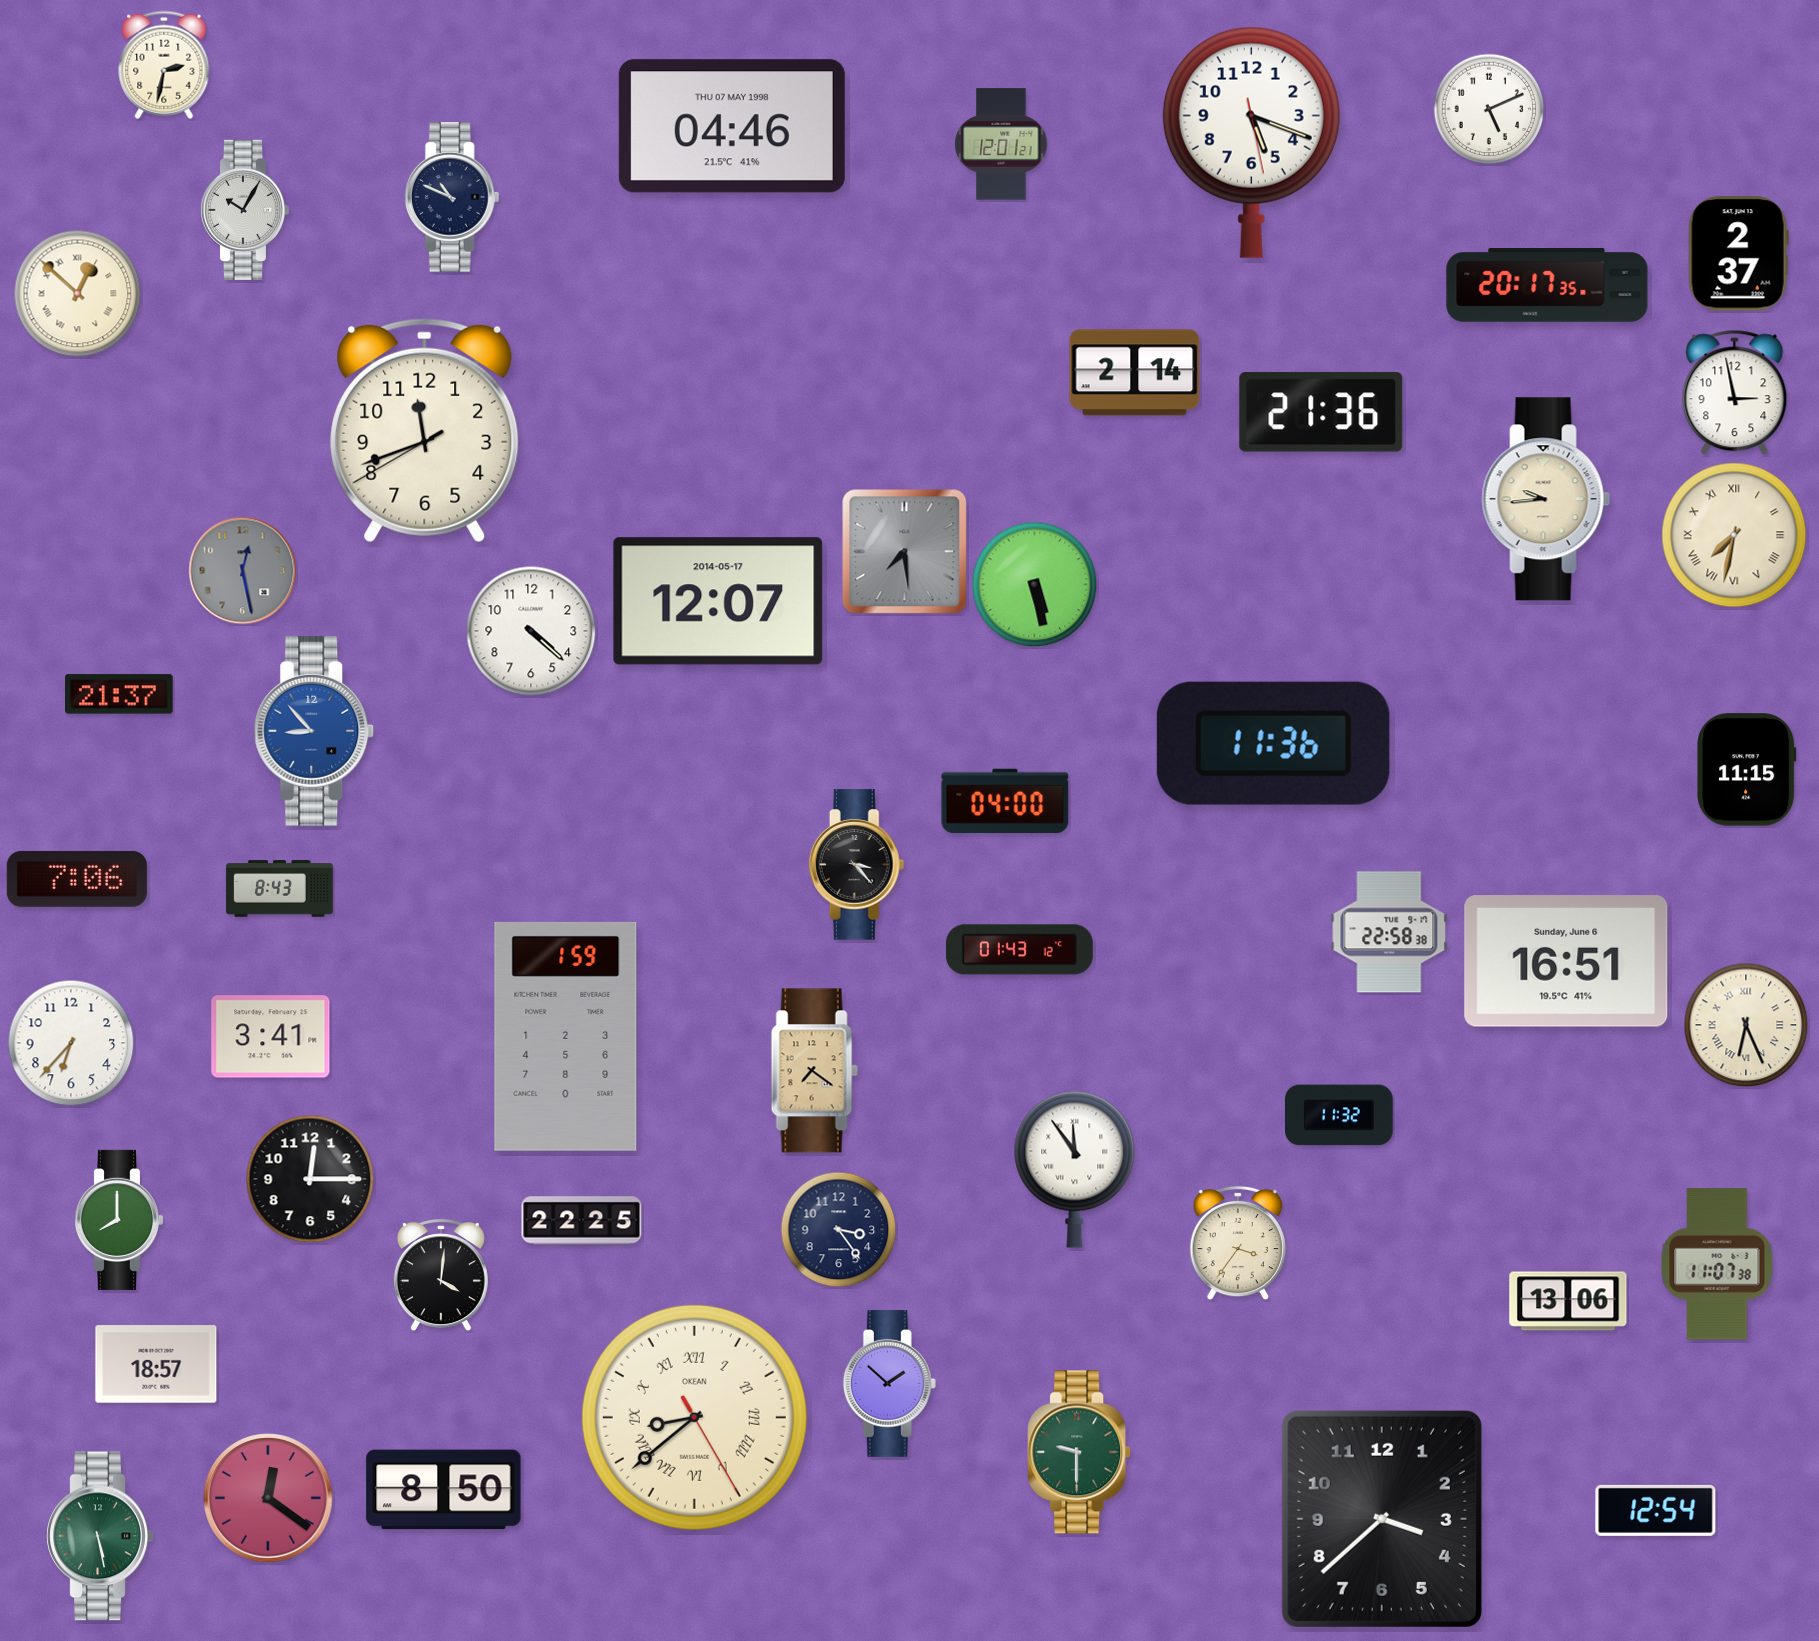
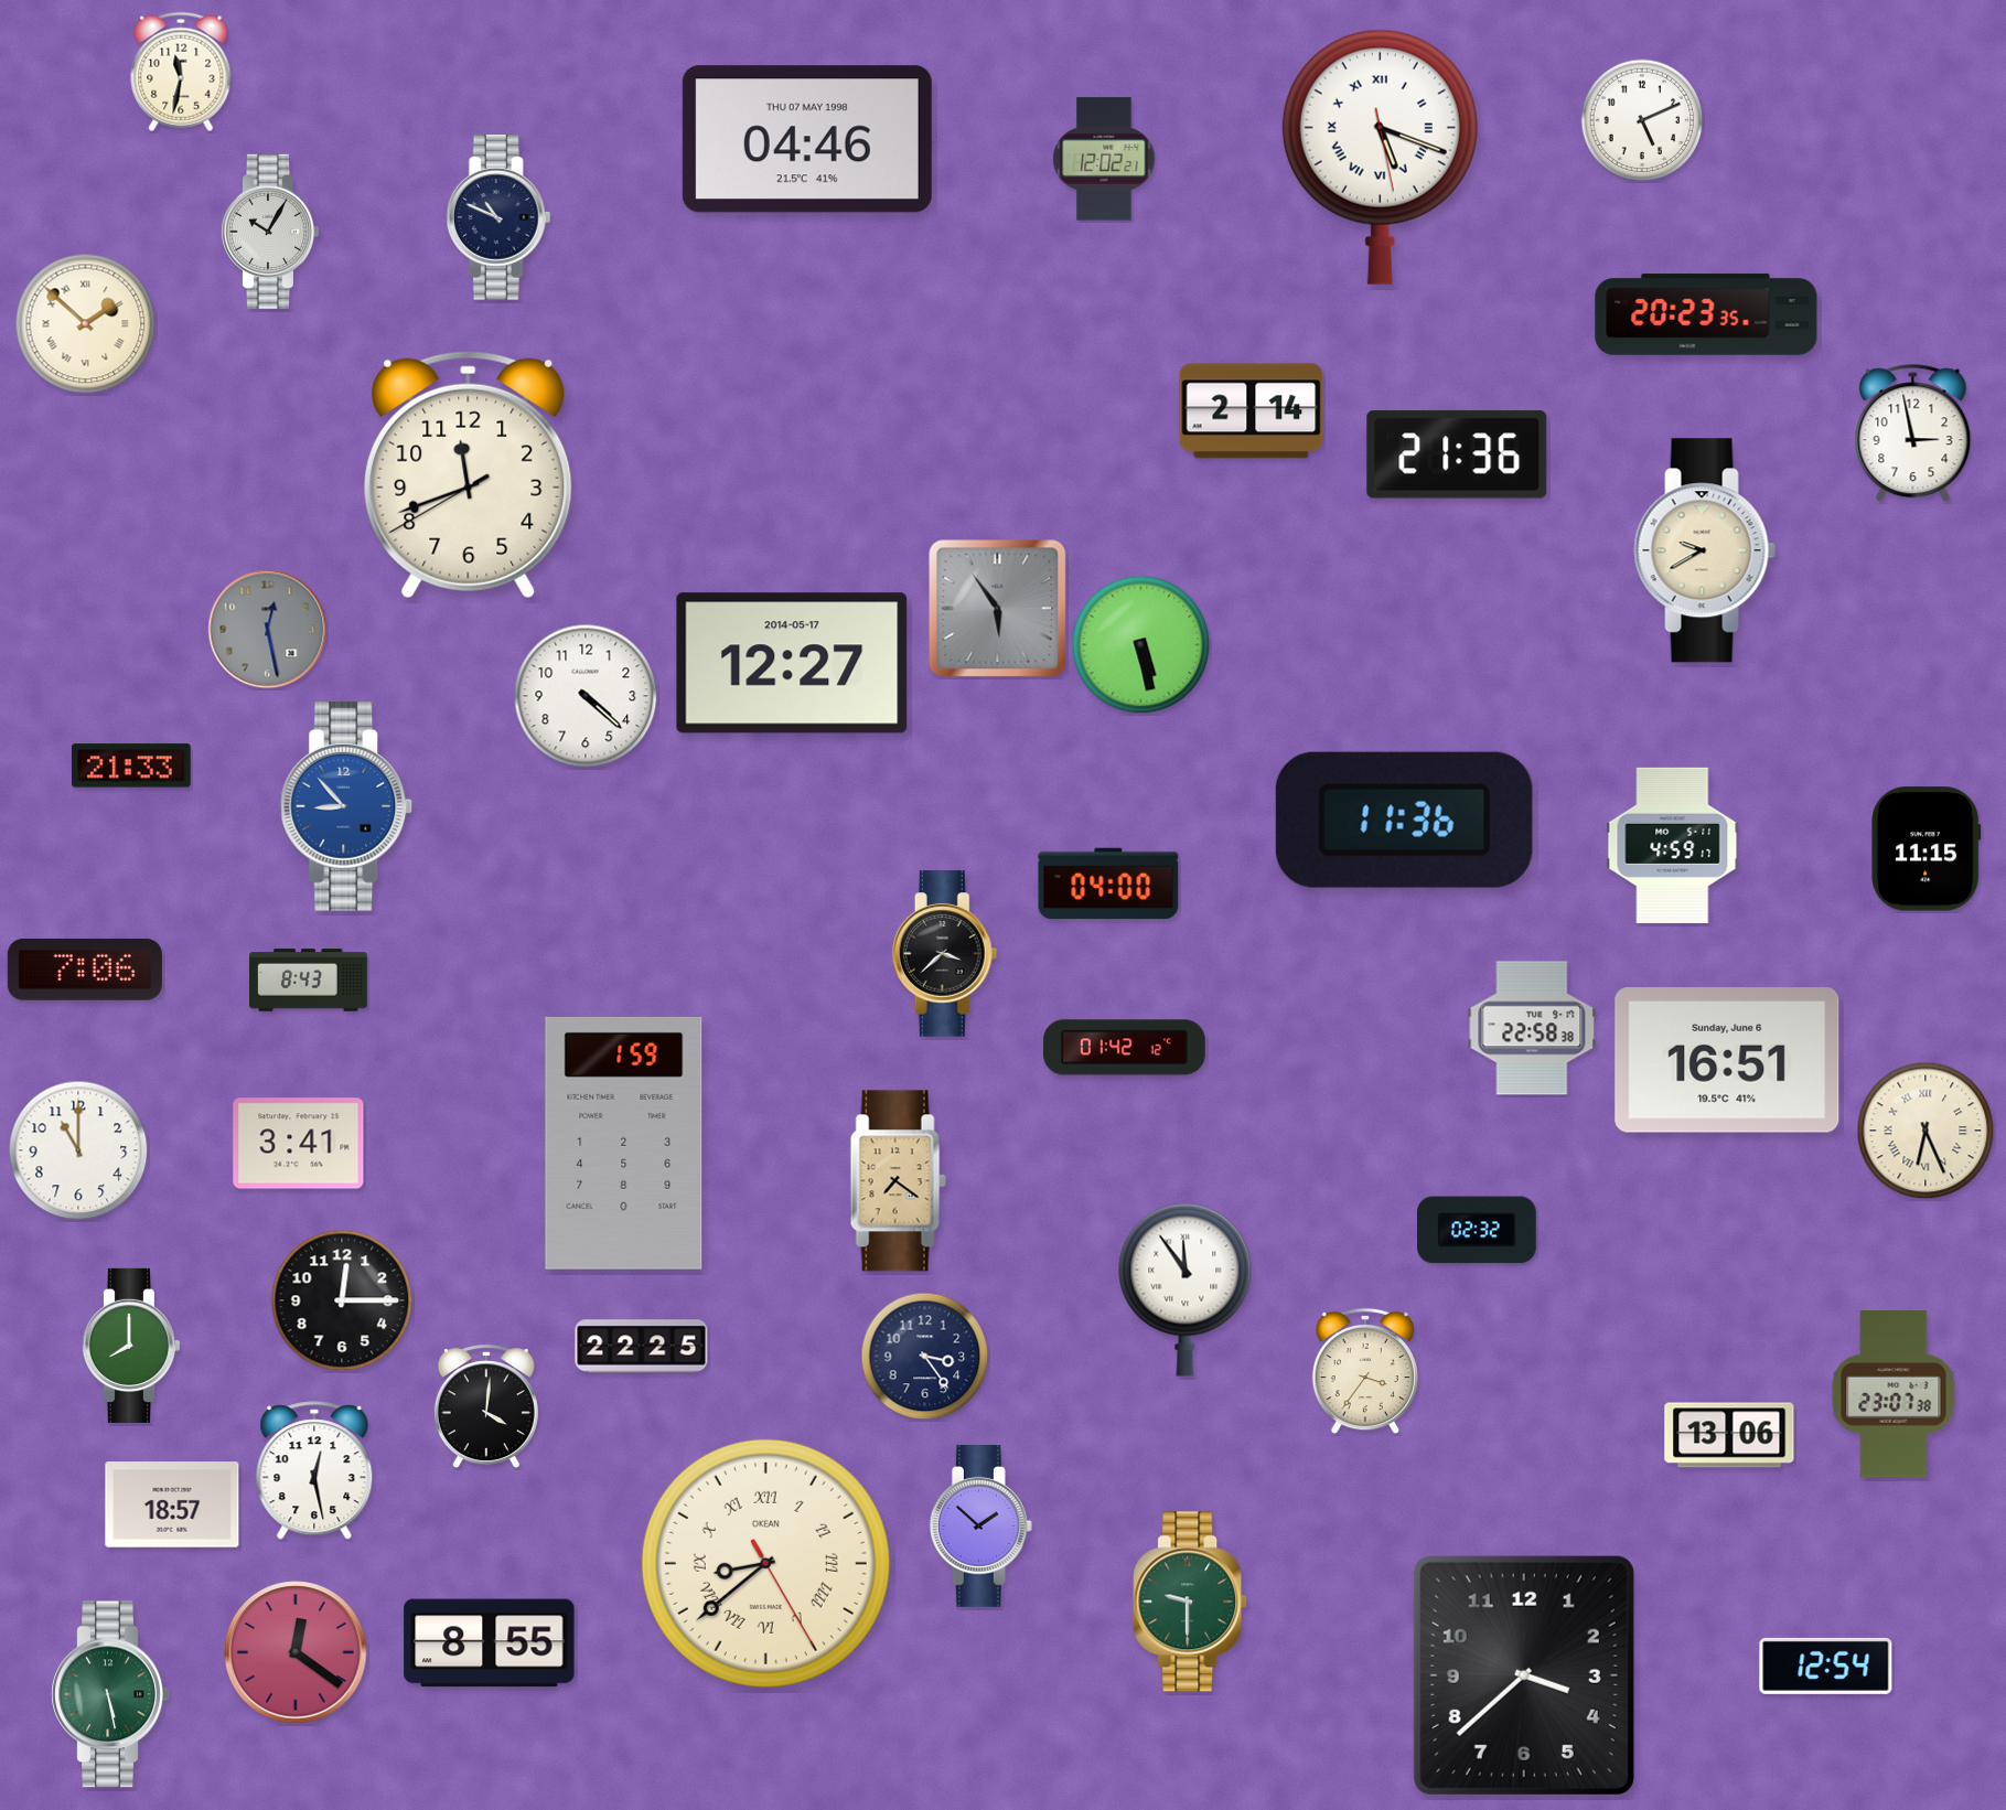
clock at (164, 65): 2:32 -> 11:32
clock at (1251, 142) numerals: Arabic -> Roman
clock at (1001, 144): 12:01 -> 12:02
clock at (1738, 254): 2:37 -> none
clock at (1547, 285): 20:17 -> 20:23
clock at (78, 294): 12:52 -> 1:52
clock at (1546, 499): 9:44 -> 9:40
clock at (1734, 535): 7:32 -> none
clock at (905, 552): 7:29 -> 5:54
clock at (718, 601): 12:07 -> 12:27
clock at (120, 694): 21:37 -> 21:33
clock at (1673, 845): none -> 4:59
clock at (857, 865): 3:23 -> 3:38
clock at (1019, 950): 01:43 -> 01:42
clock at (71, 1043): 6:37 -> 11:00
clock at (1340, 1115): 11:32 -> 02:32
clock at (1717, 1264): 11:07 -> 23:07
clock at (314, 1471): none -> 12:28
clock at (444, 1490): 8:50 -> 8:55
